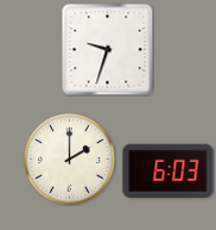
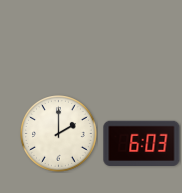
clock at (107, 49): 9:33 -> none
